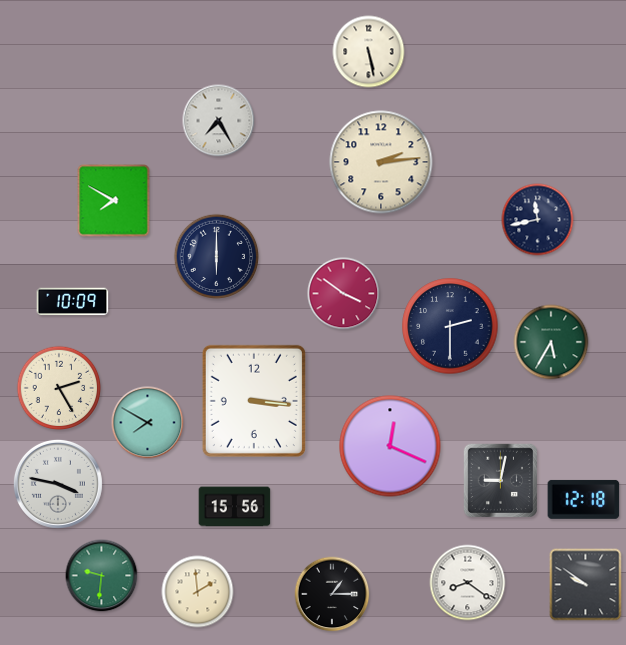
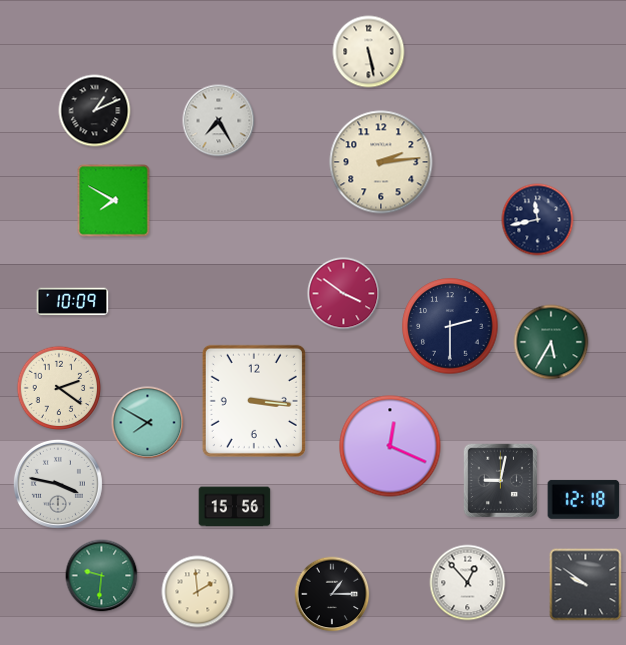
clock at (95, 111): none -> 1:11
clock at (217, 257): 6:00 -> none
clock at (59, 388): 2:25 -> 2:21
clock at (468, 583): 8:21 -> 12:53
